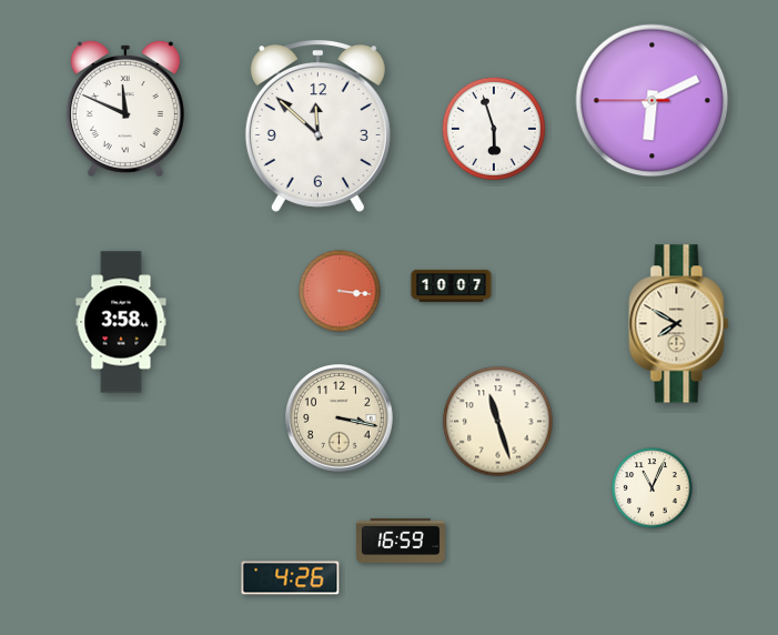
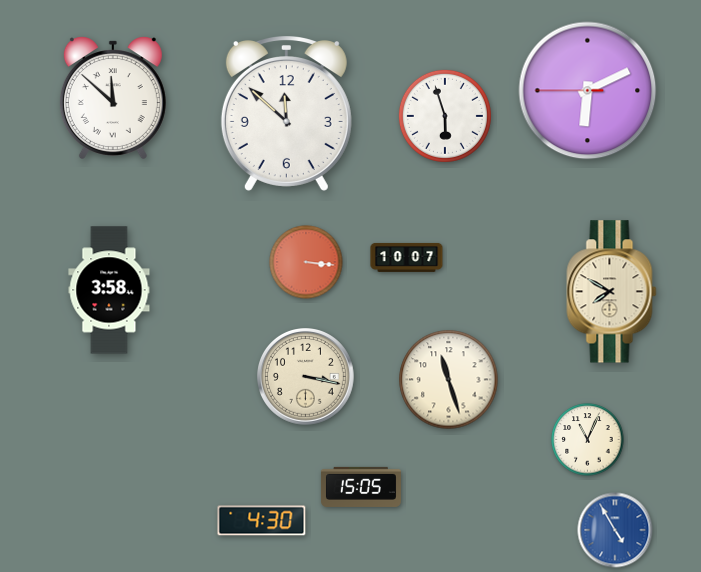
clock at (125, 109): 11:49 -> 11:52
clock at (401, 541): 16:59 -> 15:05
clock at (291, 578): 4:26 -> 4:30
clock at (615, 530): none -> 4:55
